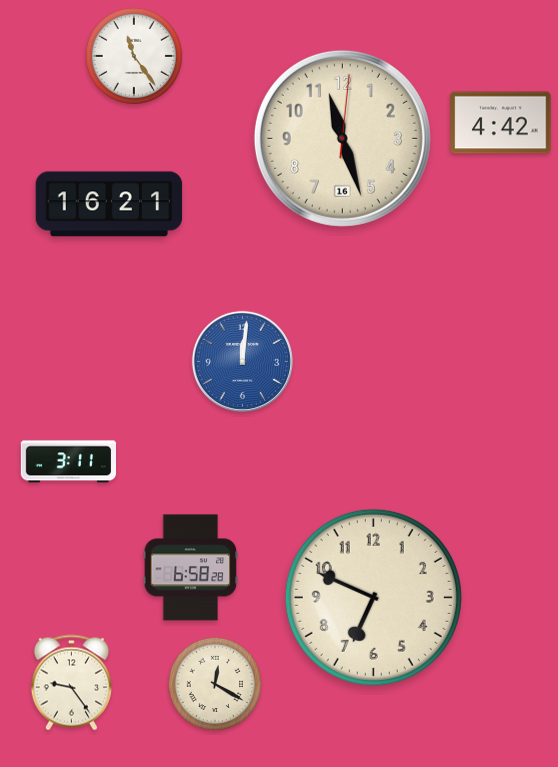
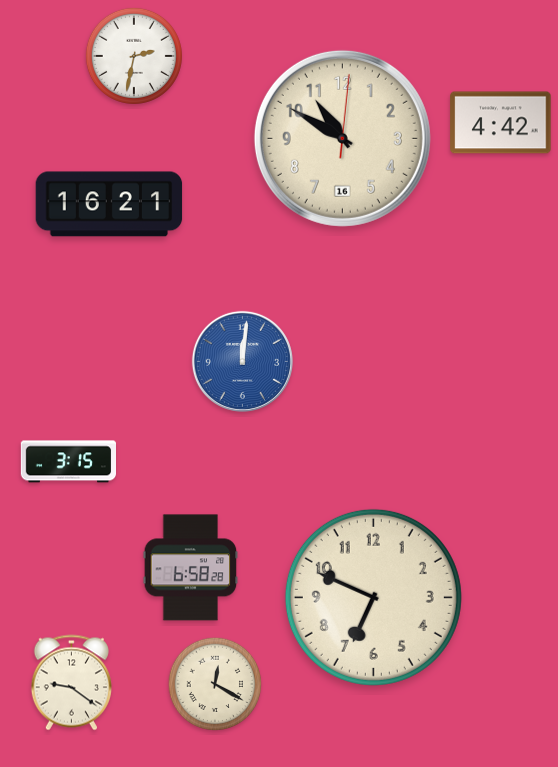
clock at (134, 56): 11:24 -> 2:32
clock at (342, 138): 11:27 -> 10:50
clock at (68, 462): 3:11 -> 3:15
clock at (71, 683): 9:24 -> 9:21
